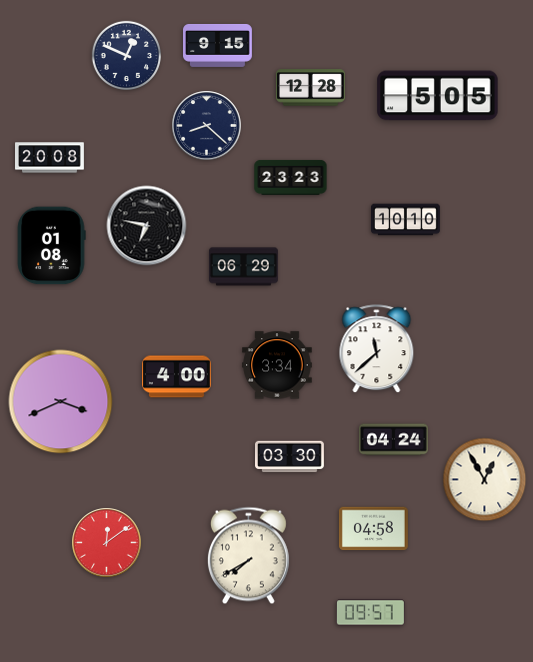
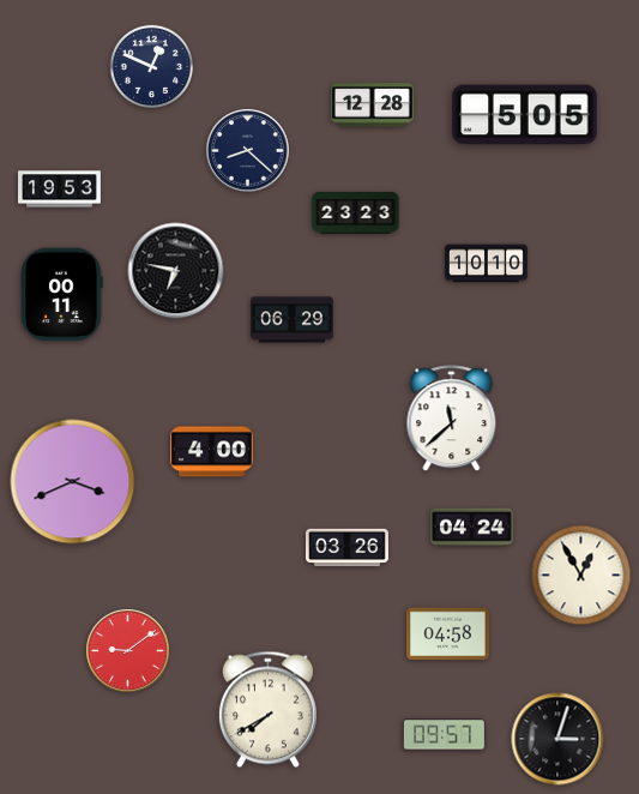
clock at (218, 45): 9:15 -> none
clock at (50, 158): 20:08 -> 19:53
clock at (291, 177) position: (291, 177) -> (356, 212)
clock at (51, 246): 01:08 -> 00:11
clock at (277, 365): 3:34 -> none
clock at (290, 457): 03:30 -> 03:26
clock at (107, 543): 12:09 -> 9:09
clock at (248, 556) position: (248, 556) -> (267, 710)
clock at (557, 739): none -> 3:03
